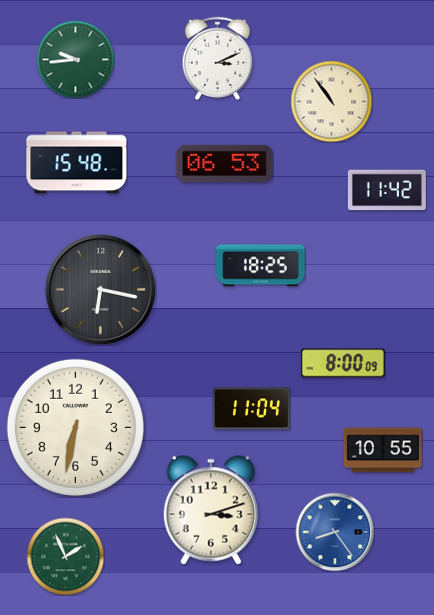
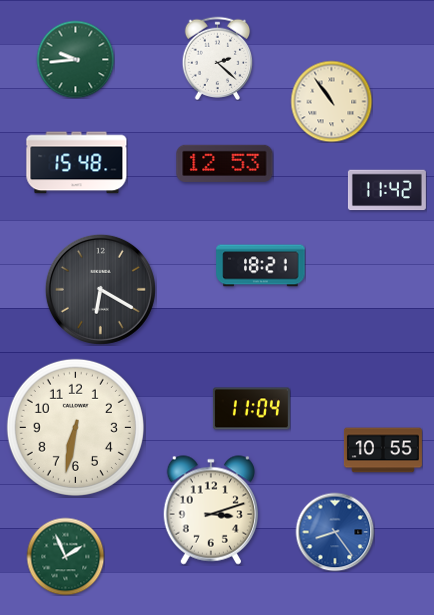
clock at (218, 58): 3:11 -> 2:22
clock at (225, 163): 06:53 -> 12:53
clock at (261, 266): 18:25 -> 18:21
clock at (100, 289): 6:17 -> 6:20
clock at (344, 363): 8:00 -> none
